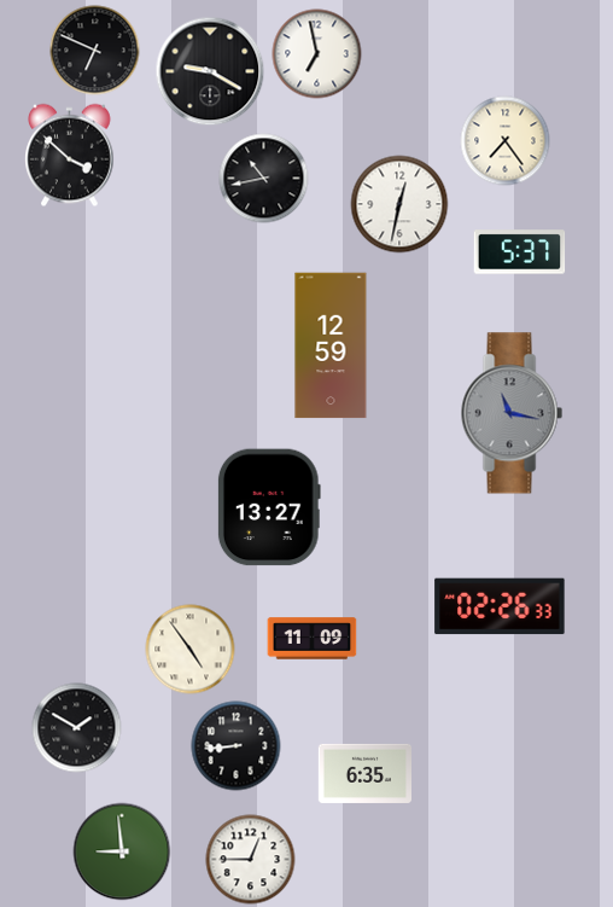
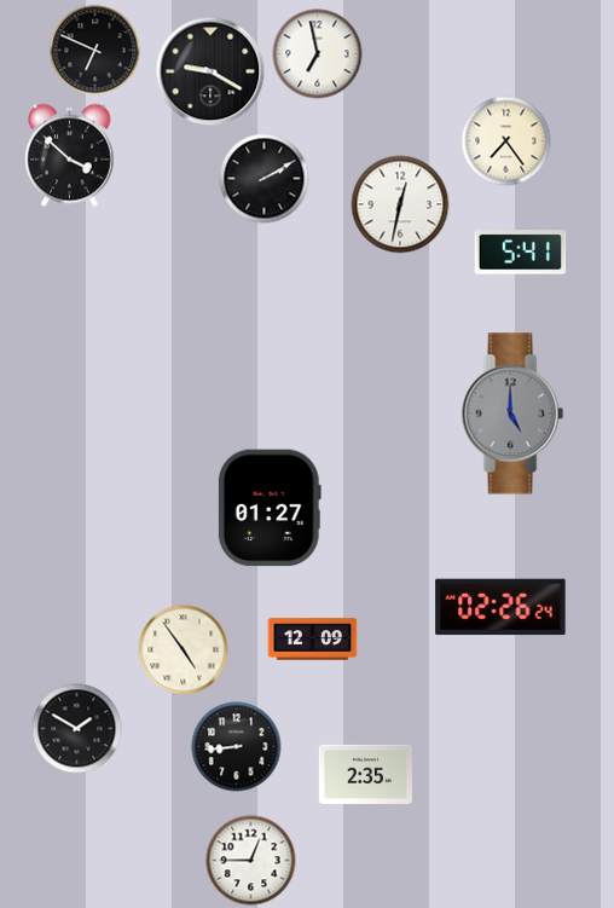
clock at (264, 179): 10:43 -> 2:10
clock at (520, 252): 5:37 -> 5:41
clock at (331, 345): 12:59 -> none
clock at (512, 413): 11:17 -> 5:00
clock at (269, 507): 13:27 -> 01:27
clock at (500, 606): 02:26:33 -> 02:26:24
clock at (313, 639): 11:09 -> 12:09
clock at (191, 650) position: (191, 650) -> (184, 650)
clock at (364, 773): 6:35 -> 2:35
clock at (122, 851): 8:59 -> none
